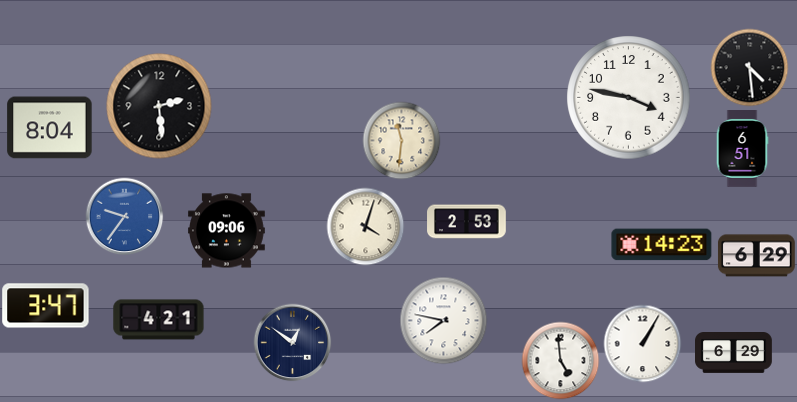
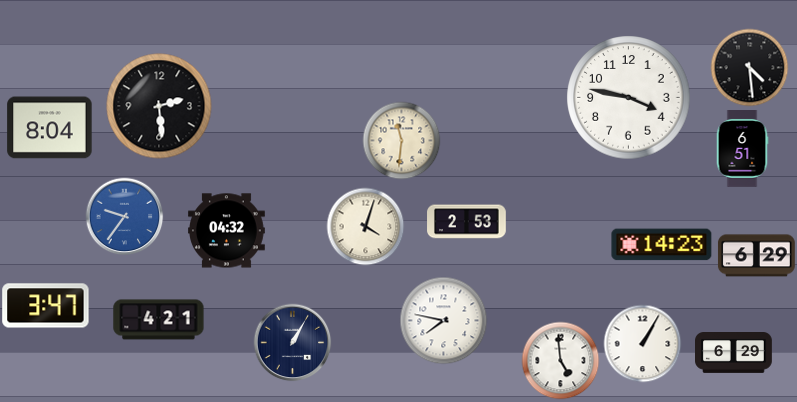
clock at (227, 231): 09:06 -> 04:32
clock at (292, 342): 12:51 -> 1:05
